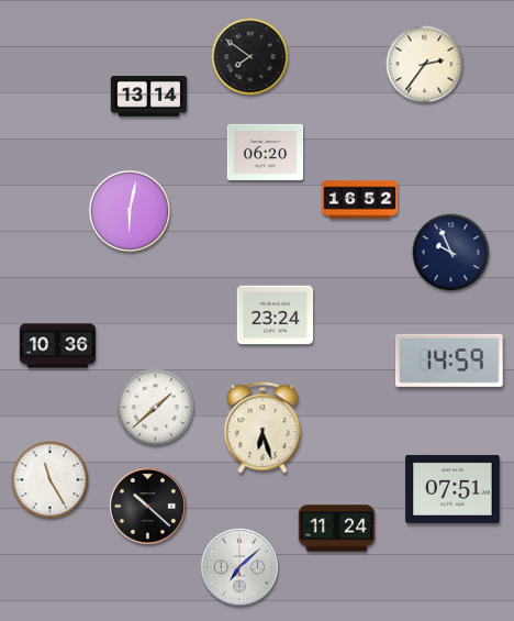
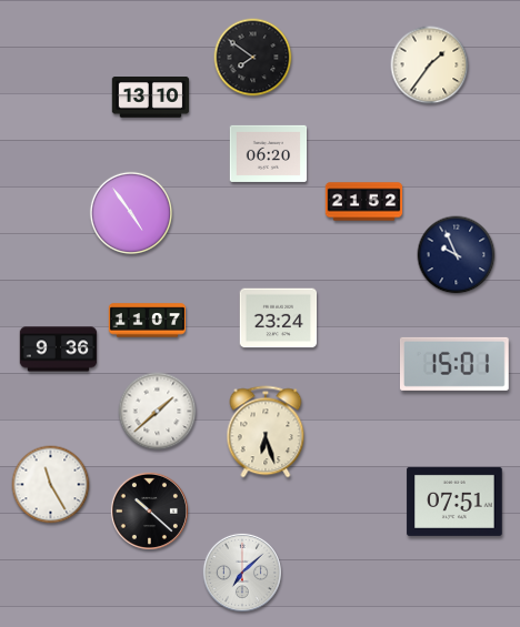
clock at (425, 65): 2:36 -> 1:36
clock at (149, 97): 13:14 -> 13:10
clock at (360, 200): 16:52 -> 21:52
clock at (128, 210): 6:02 -> 4:54
clock at (148, 321): none -> 11:07
clock at (58, 346): 10:36 -> 9:36
clock at (449, 361): 14:59 -> 15:01
clock at (452, 489) position: (452, 489) -> (454, 502)
clock at (337, 529): 11:24 -> none
